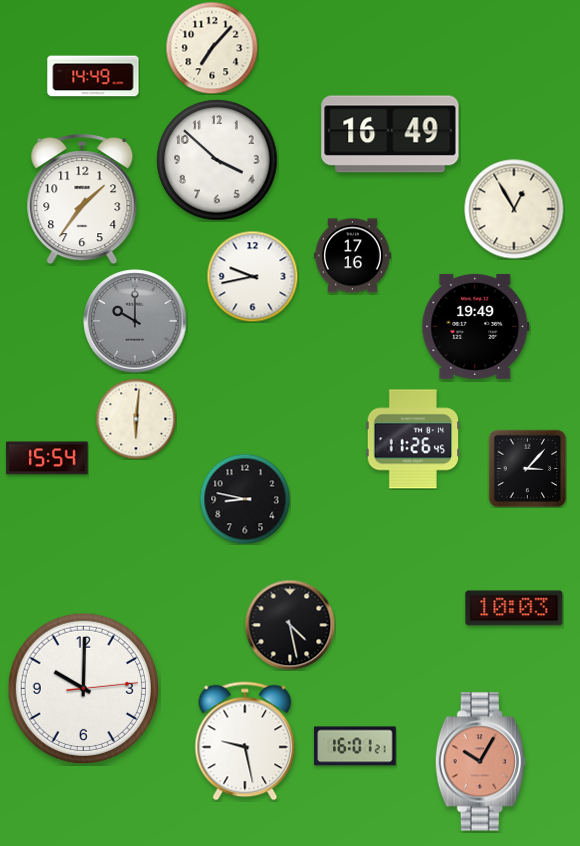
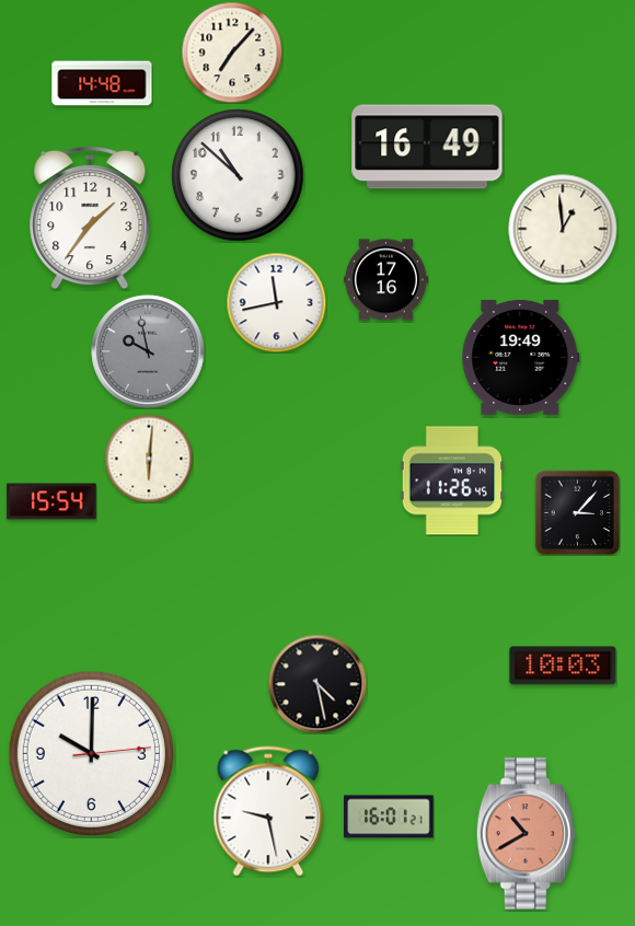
clock at (93, 76): 14:49 -> 14:48
clock at (217, 160): 3:52 -> 10:52
clock at (514, 209): 12:55 -> 12:59
clock at (252, 276): 9:43 -> 11:43
clock at (135, 321): 10:00 -> 9:58
clock at (245, 499): 8:47 -> none
clock at (480, 762): 10:05 -> 10:40
